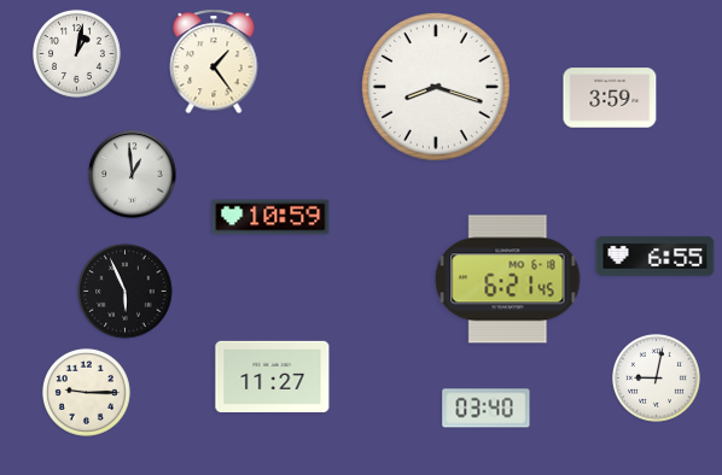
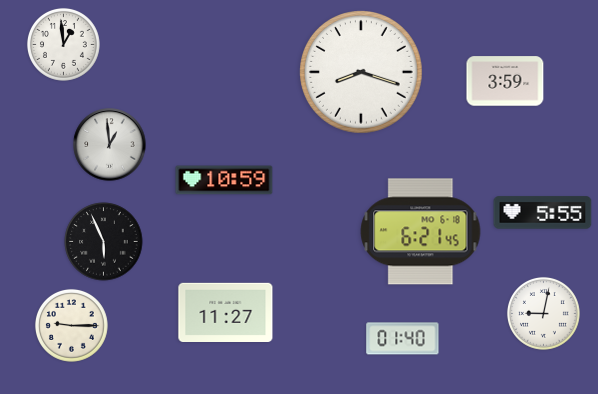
clock at (76, 53): 1:02 -> 12:59
clock at (214, 61): 1:24 -> none
clock at (656, 257): 6:55 -> 5:55
clock at (487, 409): 03:40 -> 01:40
